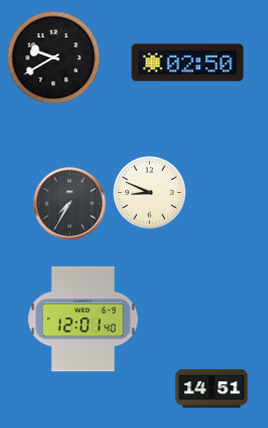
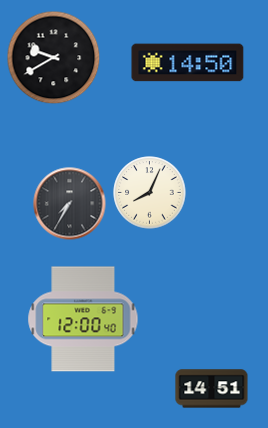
clock at (188, 63): 02:50 -> 14:50
clock at (150, 193): 8:49 -> 8:04
clock at (83, 319): 12:01 -> 12:00
